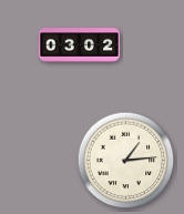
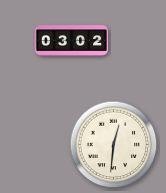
clock at (126, 161): 1:14 -> 12:31
